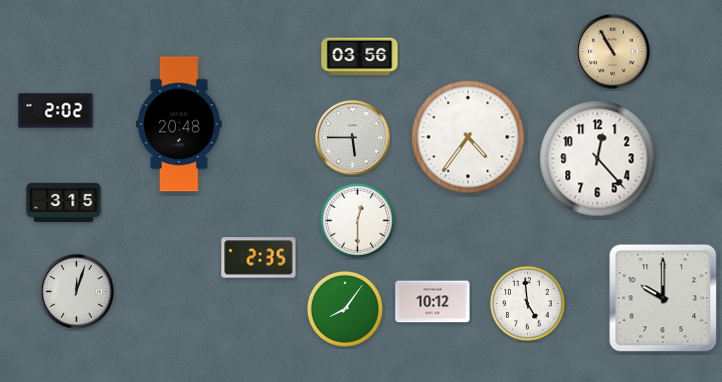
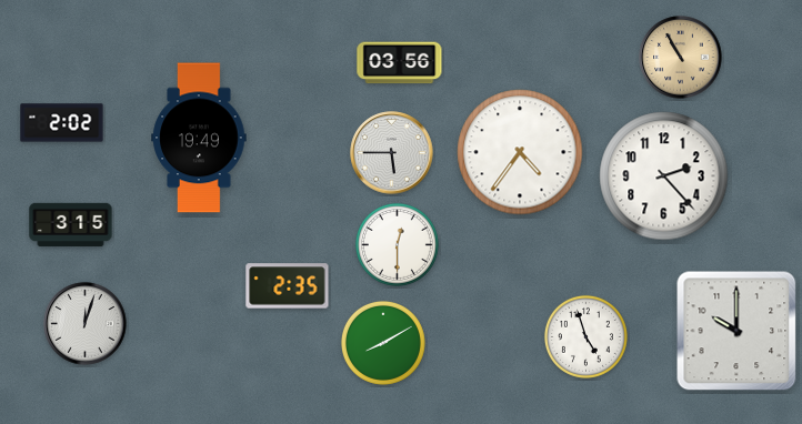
clock at (179, 124): 20:48 -> 19:49
clock at (598, 159): 12:23 -> 2:23
clock at (433, 302): 10:12 -> none
clock at (527, 303): 4:59 -> 4:57
clock at (345, 309): 8:06 -> 8:10
